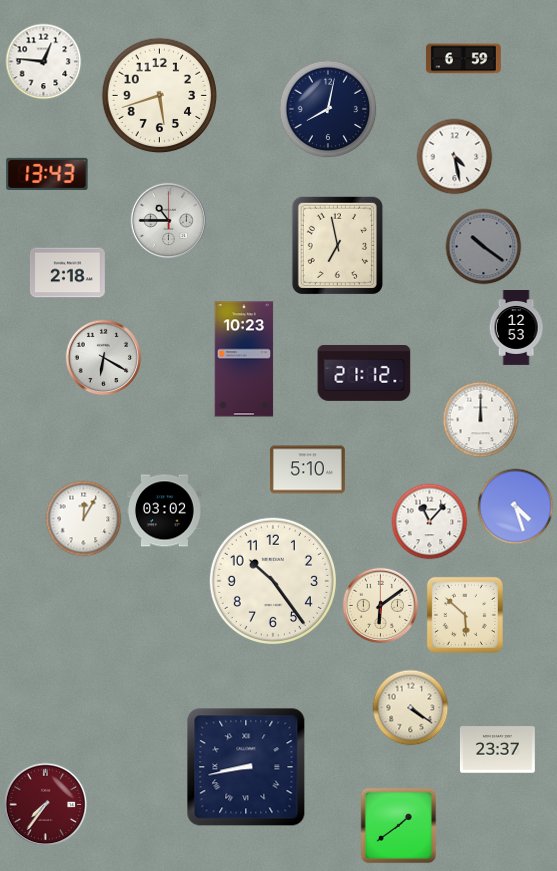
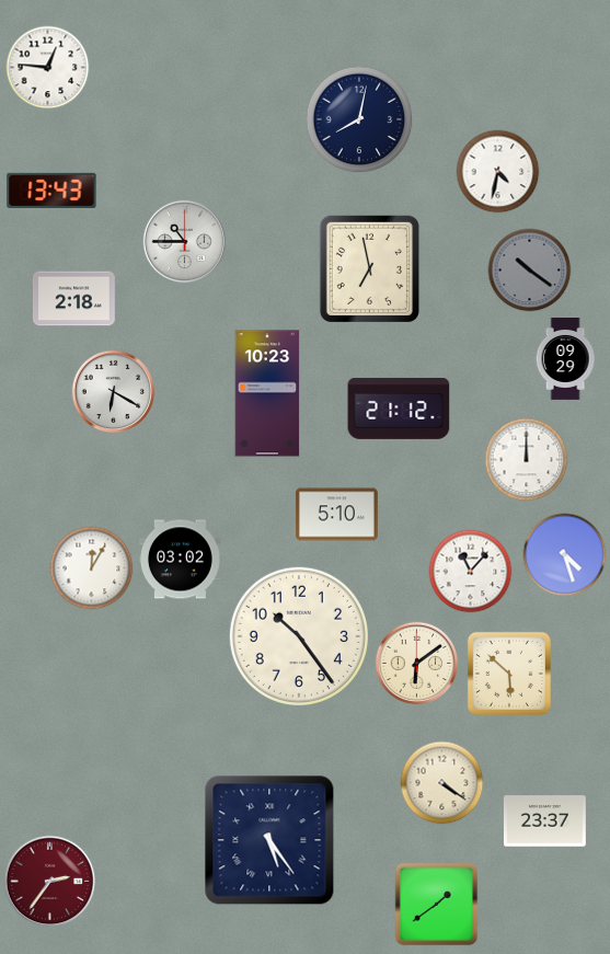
clock at (463, 59): 6:59 -> none
clock at (160, 96): 5:42 -> none
clock at (455, 157): 4:28 -> 4:32
clock at (516, 328): 12:53 -> 09:29
clock at (411, 708) position: (411, 708) -> (442, 783)
clock at (246, 767): 8:43 -> 5:24
clock at (46, 805): 7:36 -> 2:36
